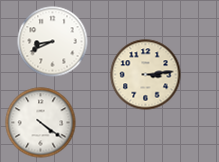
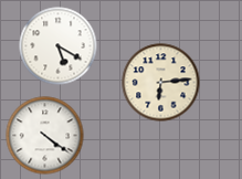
clock at (53, 42): 8:41 -> 5:20
clock at (146, 75): 3:14 -> 6:14
